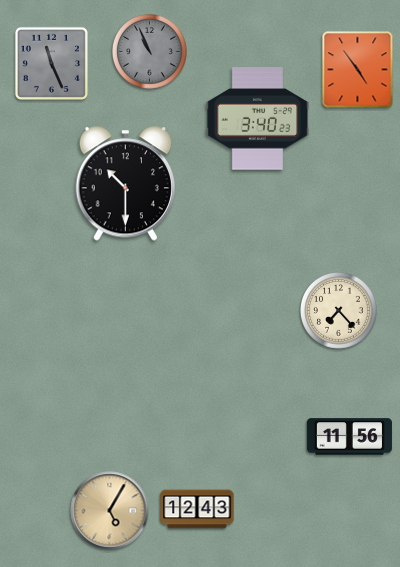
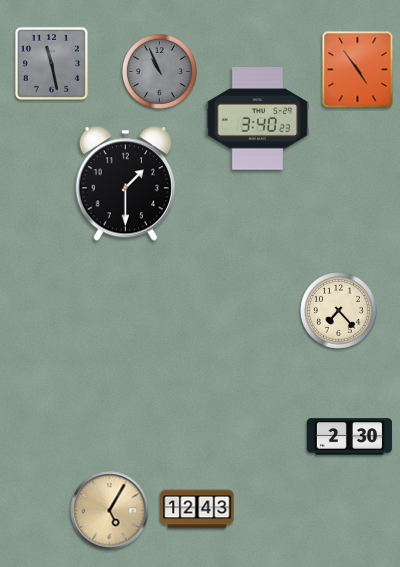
clock at (149, 51) position: (149, 51) -> (159, 71)
clock at (51, 63): 11:26 -> 11:28
clock at (125, 184): 10:30 -> 1:30
clock at (349, 437): 11:56 -> 2:30
